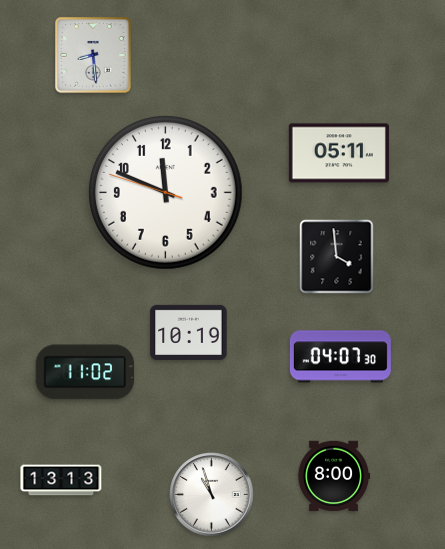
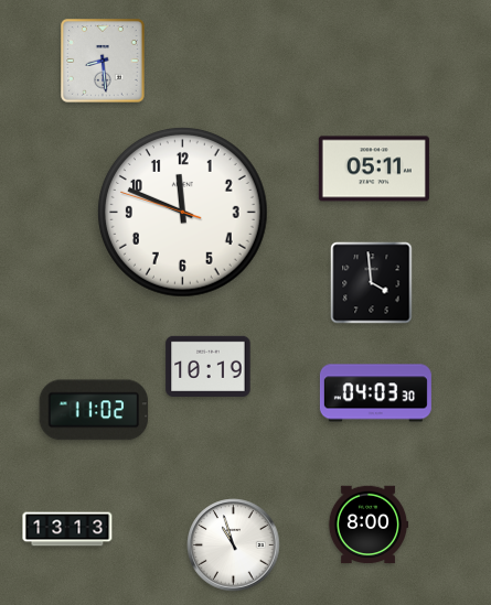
clock at (340, 357): 04:07 -> 04:03
